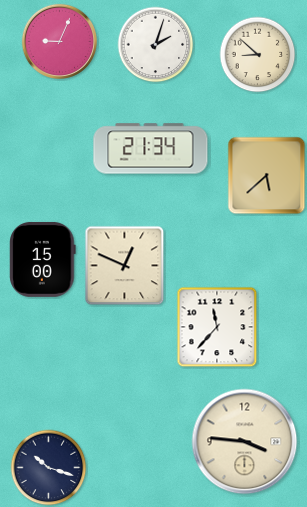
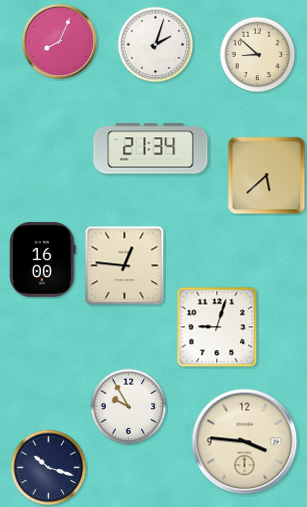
clock at (59, 41): 9:04 -> 8:04
clock at (43, 259): 15:00 -> 16:00
clock at (125, 266): 12:49 -> 12:46
clock at (217, 327): 11:37 -> 9:03
clock at (129, 407): none -> 9:55
